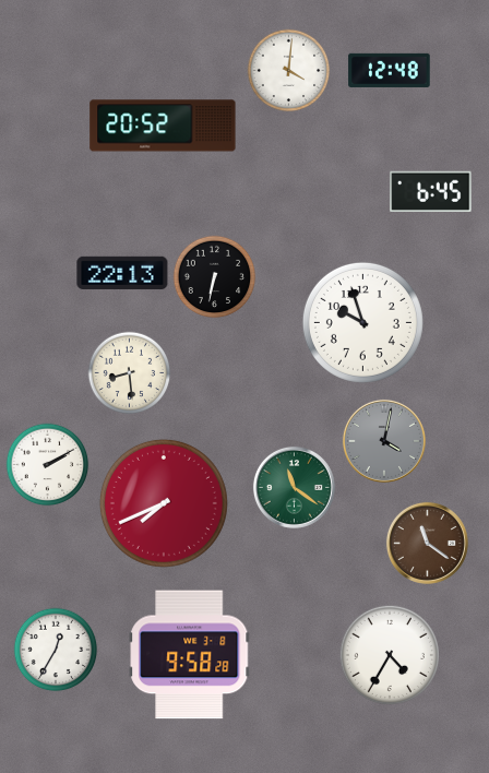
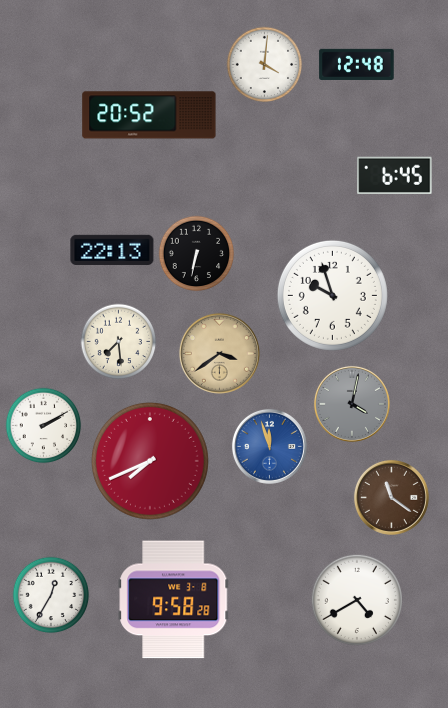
clock at (130, 373): 8:29 -> 7:29
clock at (219, 353): none -> 3:39
clock at (294, 487): 11:21 -> 11:57
clock at (294, 487) dial: green -> blue
clock at (390, 655): 4:35 -> 4:40
